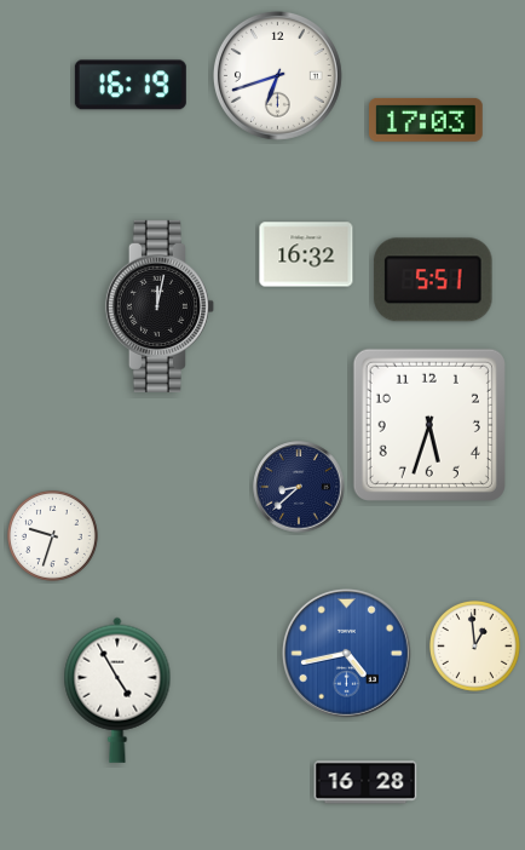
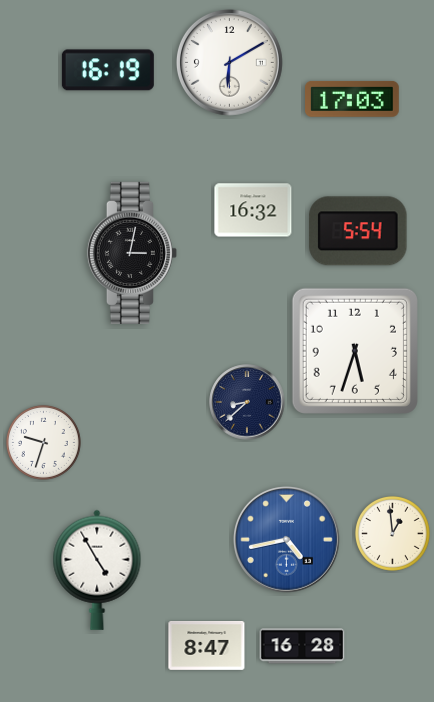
clock at (277, 75): 6:42 -> 6:10
clock at (433, 280): 5:51 -> 5:54
clock at (160, 306): 12:02 -> 3:02
clock at (207, 646): none -> 8:47
